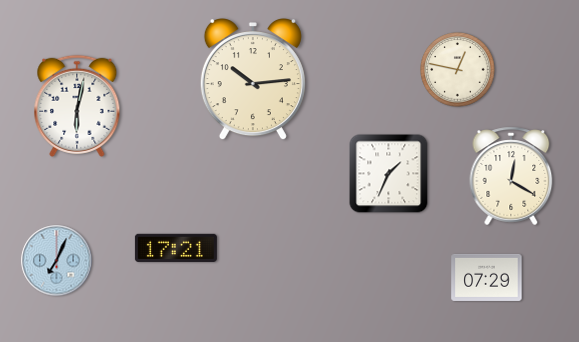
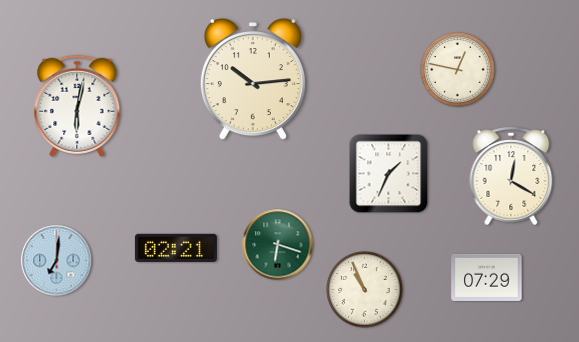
clock at (278, 245): none -> 6:18
clock at (176, 248): 17:21 -> 02:21
clock at (57, 261): 7:04 -> 7:01
clock at (365, 290): none -> 10:56
